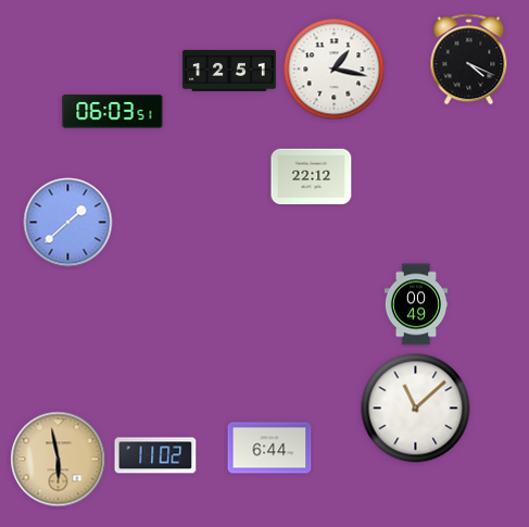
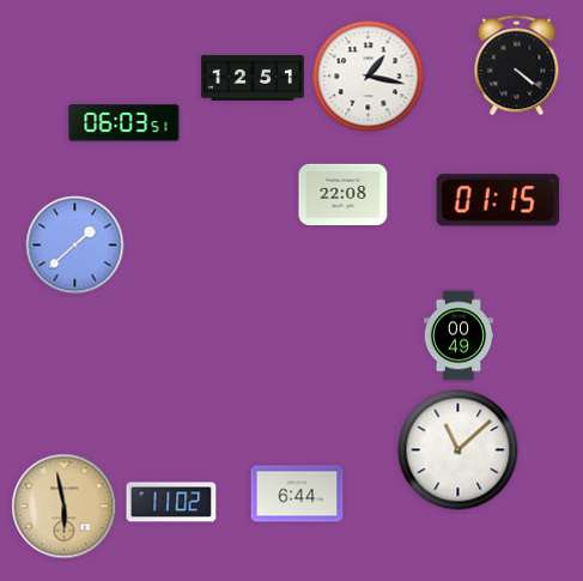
clock at (469, 60): 4:19 -> 4:21
clock at (312, 176): 22:12 -> 22:08
clock at (498, 200): none -> 01:15
